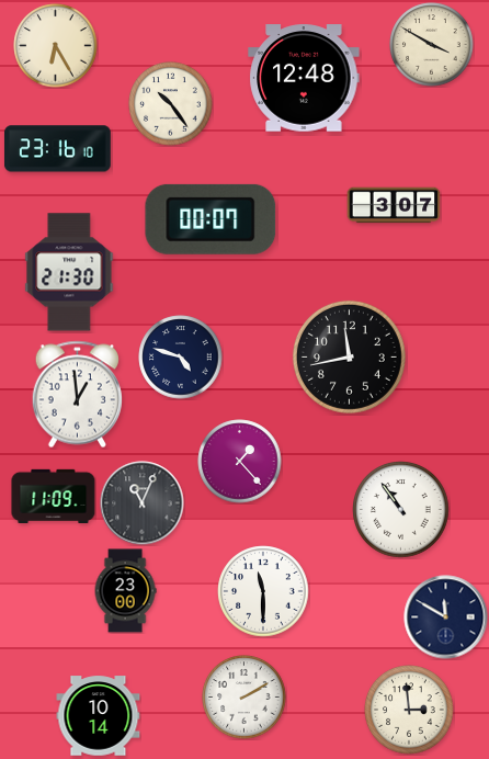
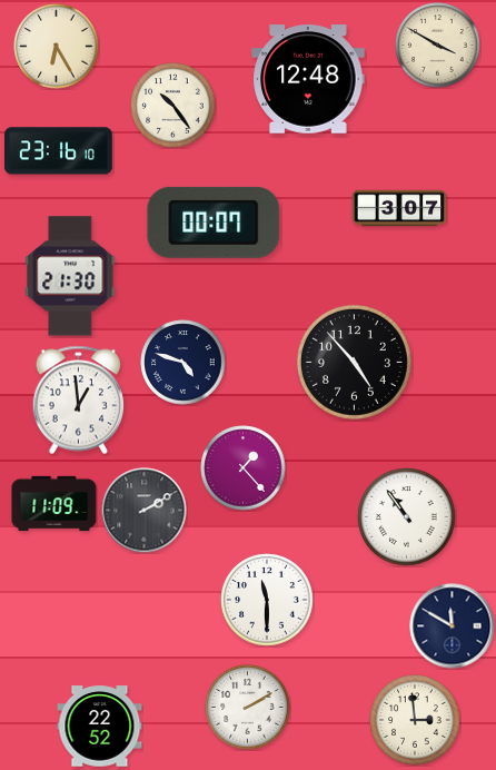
clock at (349, 356): 11:43 -> 4:53
clock at (143, 503): 11:04 -> 2:10
clock at (125, 591): 23:00 -> none
clock at (99, 716): 10:14 -> 22:52
